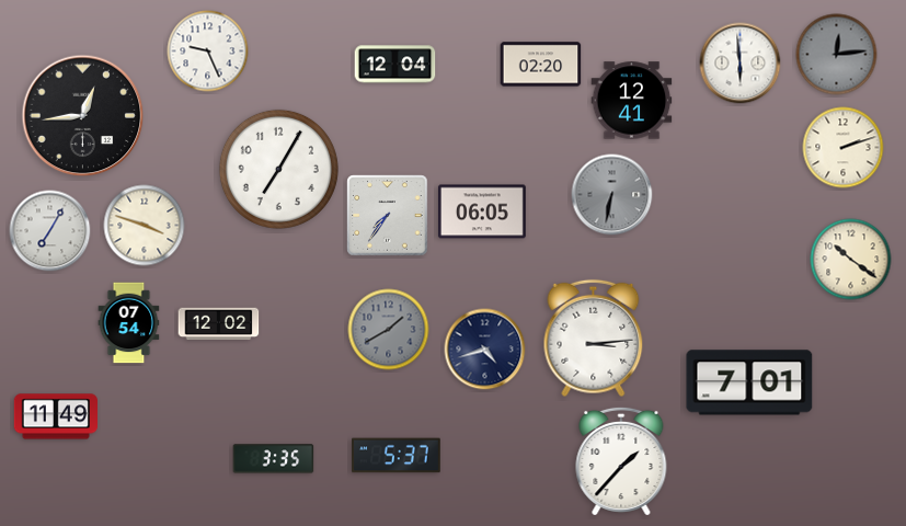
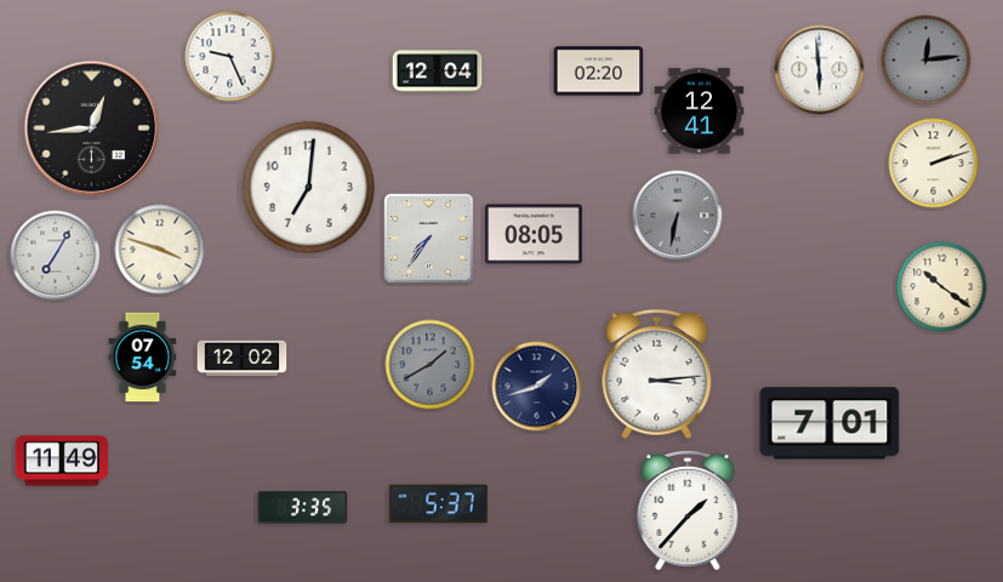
clock at (278, 169): 7:05 -> 7:01
clock at (482, 211): 06:05 -> 08:05
clock at (485, 350): 4:42 -> 1:42
